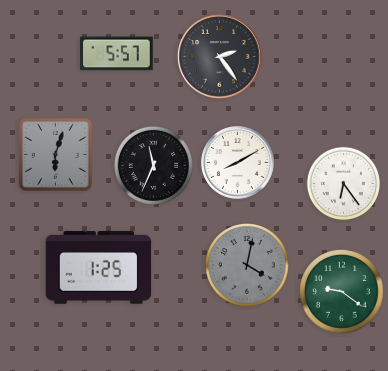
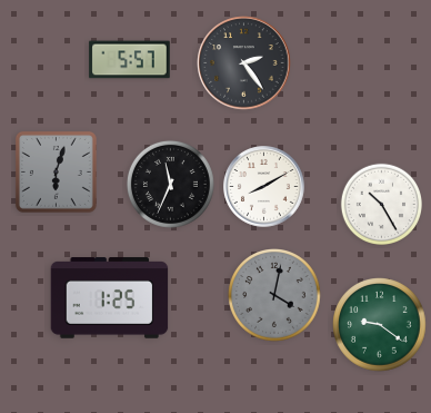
clock at (55, 154) position: (55, 154) -> (56, 171)
clock at (238, 163) position: (238, 163) -> (264, 187)
clock at (343, 183): 6:24 -> 10:25
